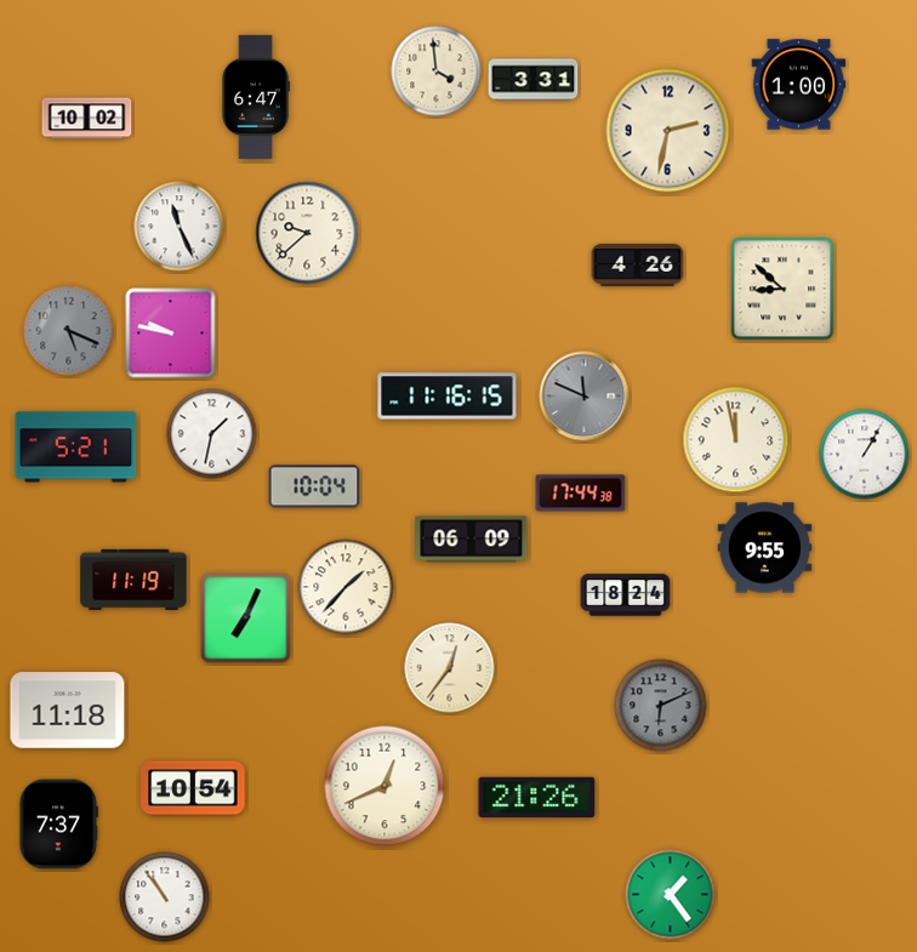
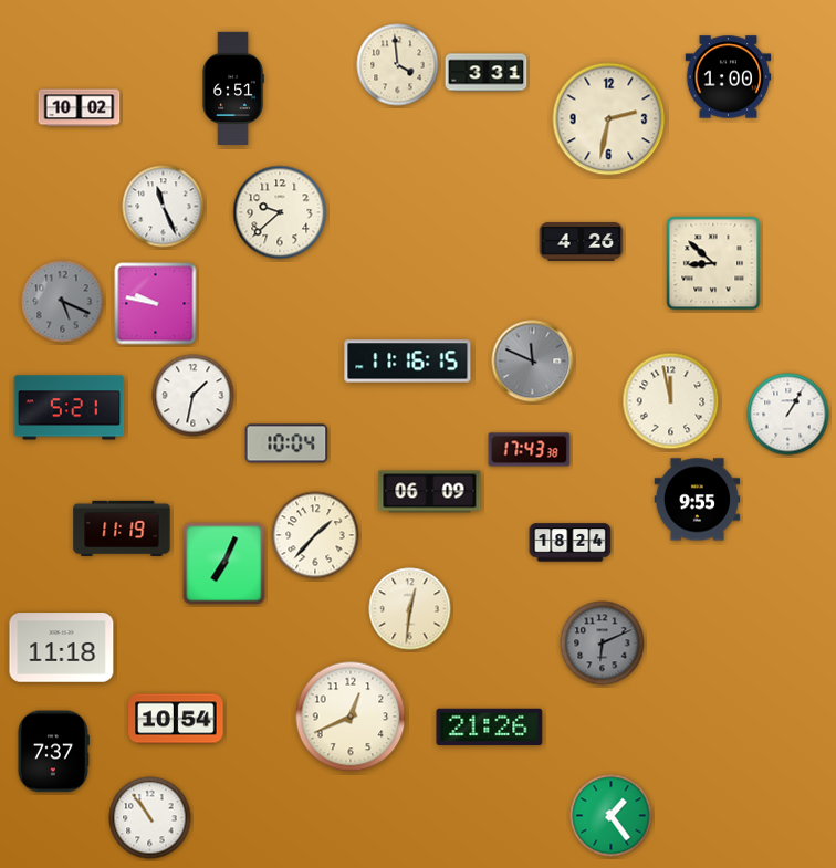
clock at (256, 97): 6:47 -> 6:51
clock at (581, 494): 17:44 -> 17:43
clock at (450, 668): 12:36 -> 12:31
